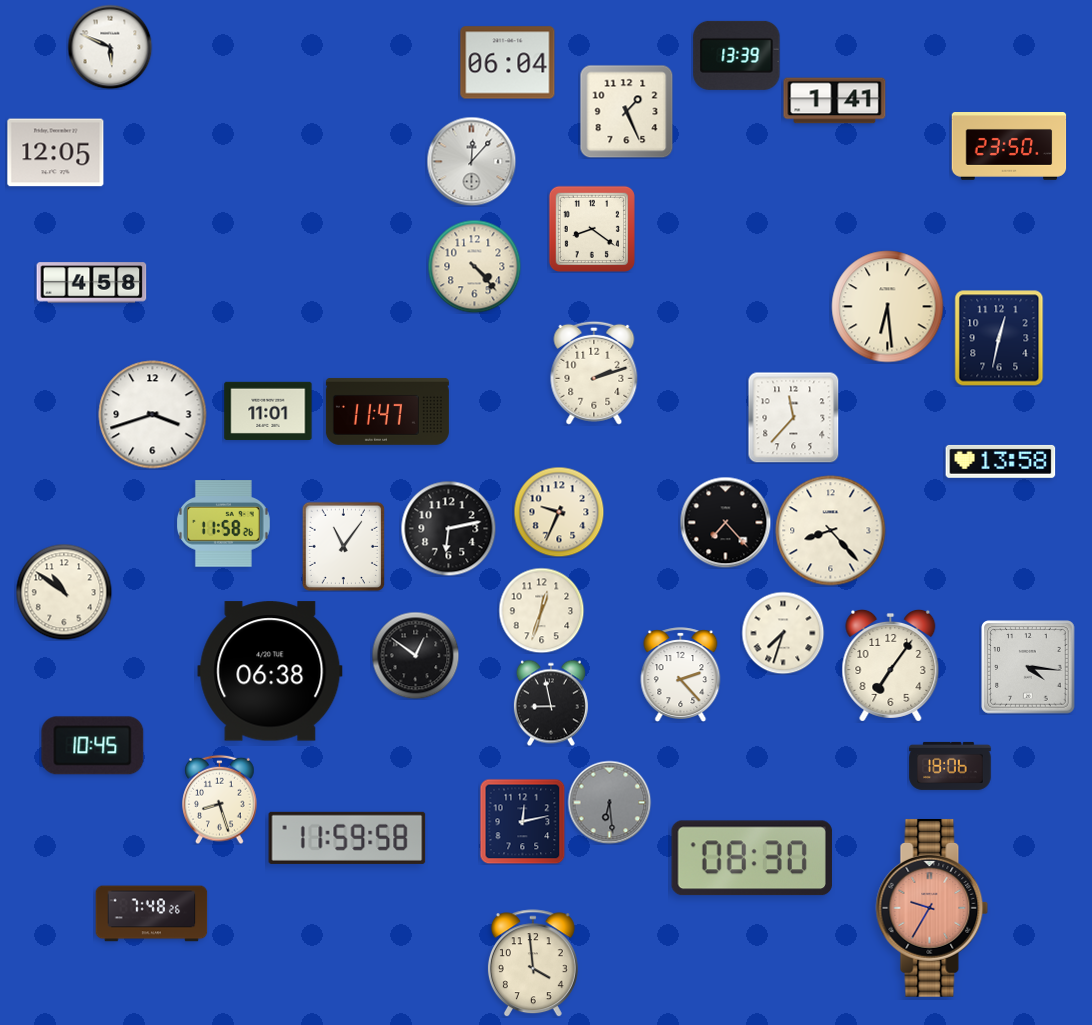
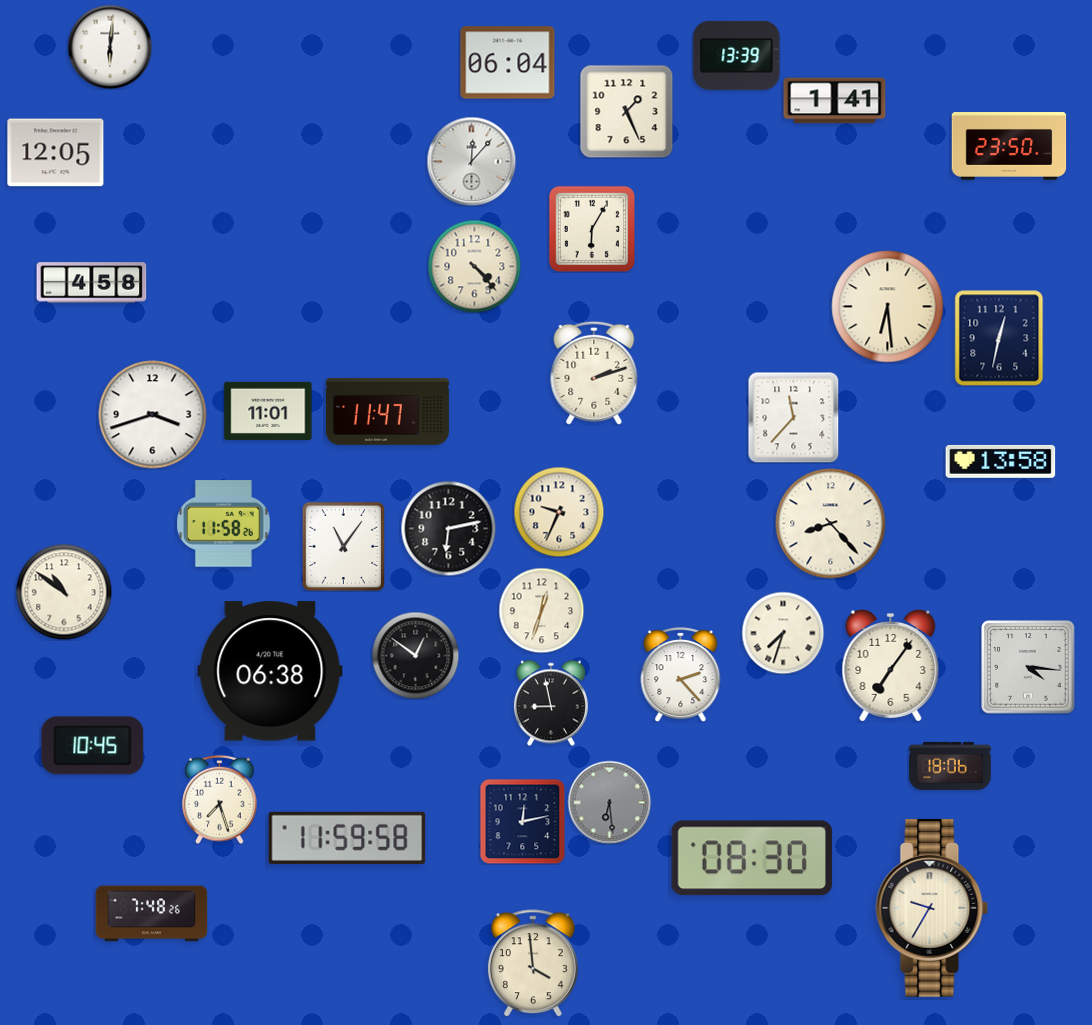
clock at (110, 47): 5:49 -> 6:01
clock at (592, 229): 8:21 -> 6:05
clock at (725, 522): 7:23 -> none
clock at (831, 531) position: (831, 531) -> (831, 524)
clock at (220, 799): 8:27 -> 7:27
clock at (932, 908) dial: salmon -> cream
